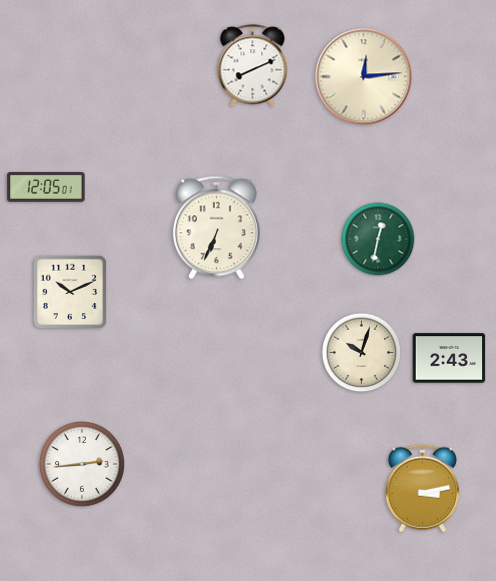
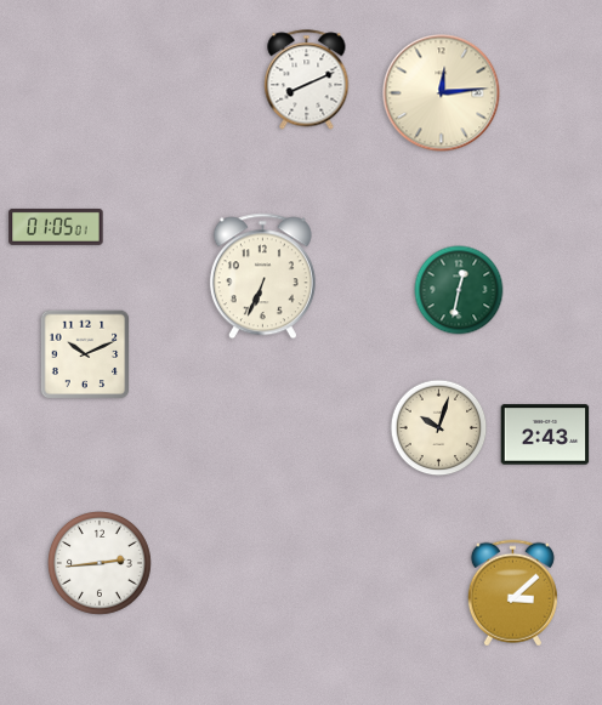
clock at (46, 187): 12:05 -> 01:05
clock at (422, 489): 3:13 -> 3:08
